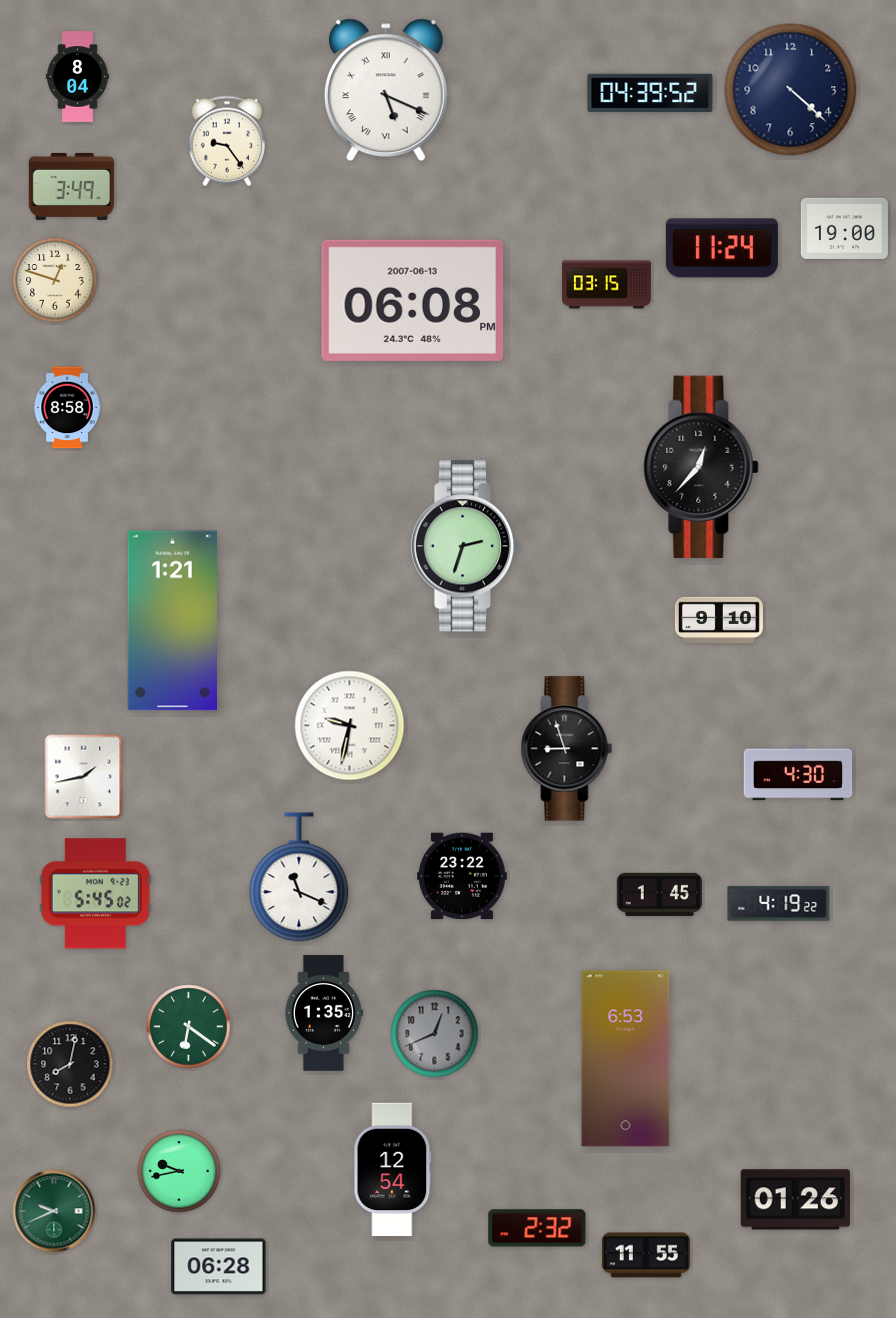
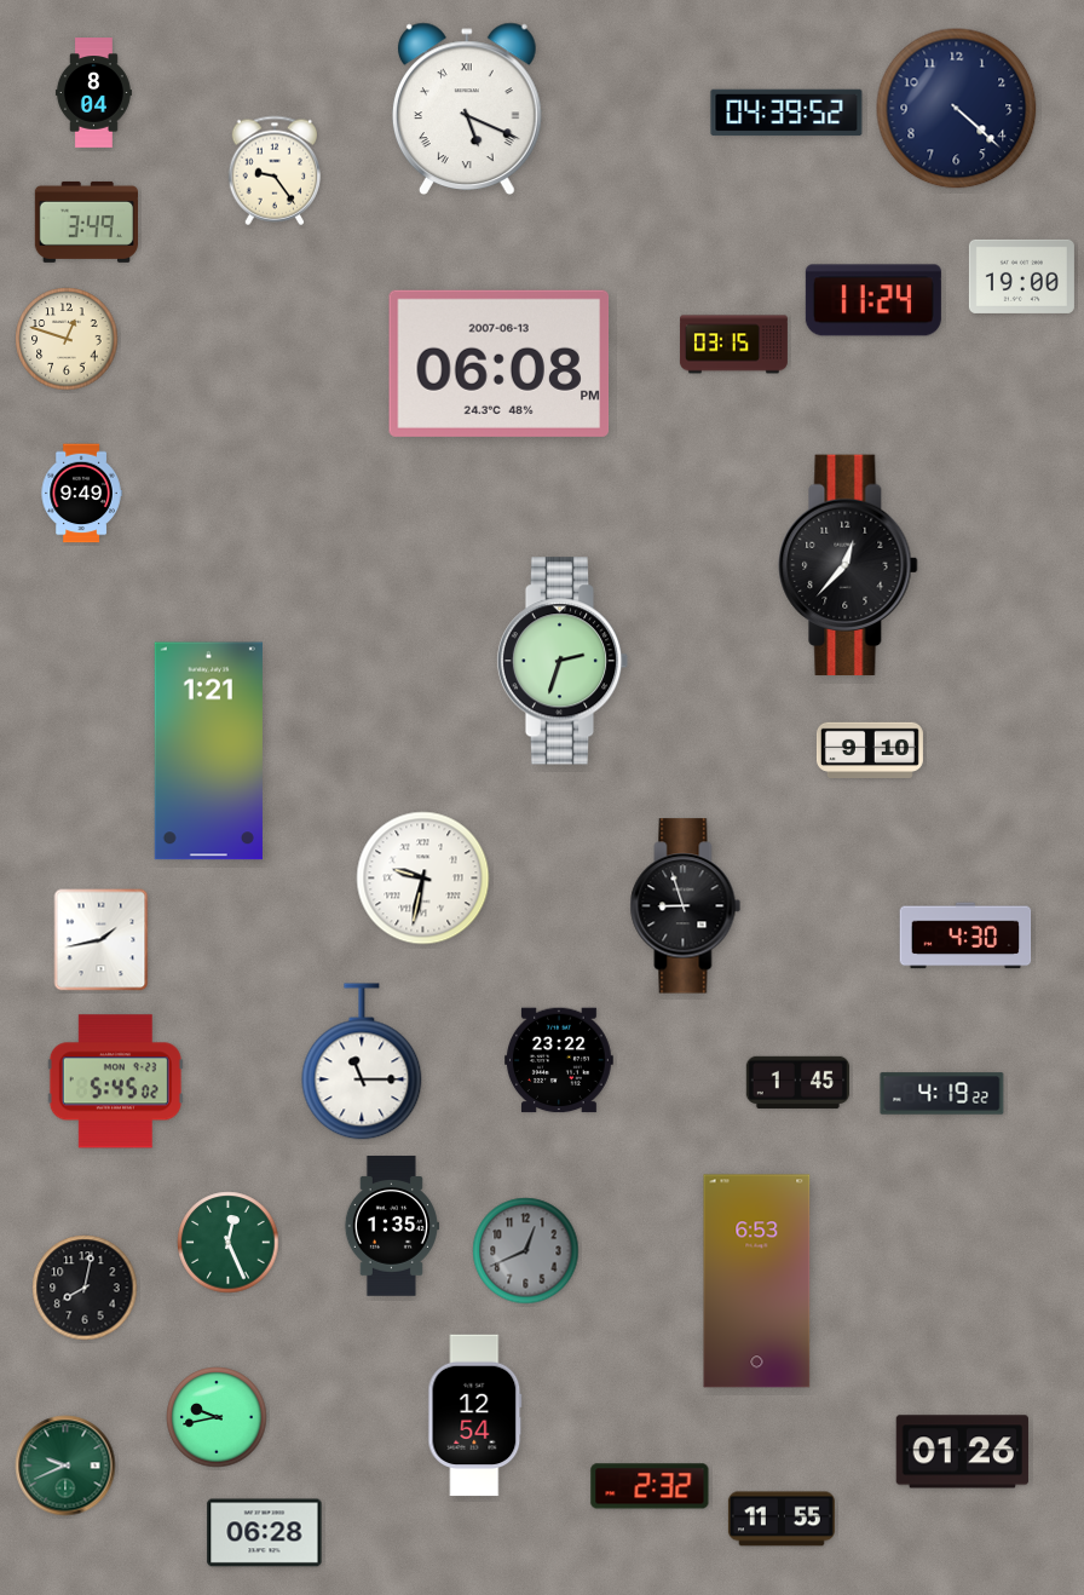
clock at (71, 186) position: (71, 186) -> (86, 221)
clock at (67, 408): 8:58 -> 9:49
clock at (299, 877): 11:19 -> 11:15
clock at (189, 1027): 6:21 -> 12:26
